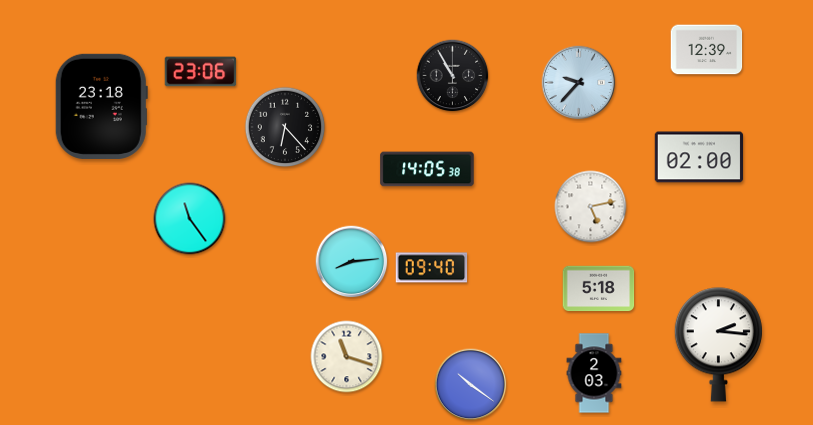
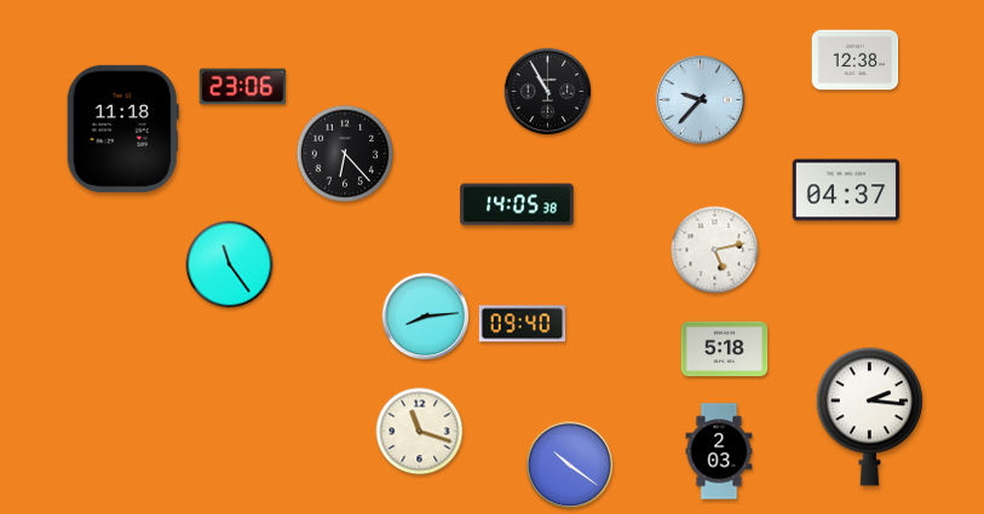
clock at (707, 50): 12:39 -> 12:38
clock at (101, 106): 23:18 -> 11:18
clock at (699, 157): 02:00 -> 04:37
